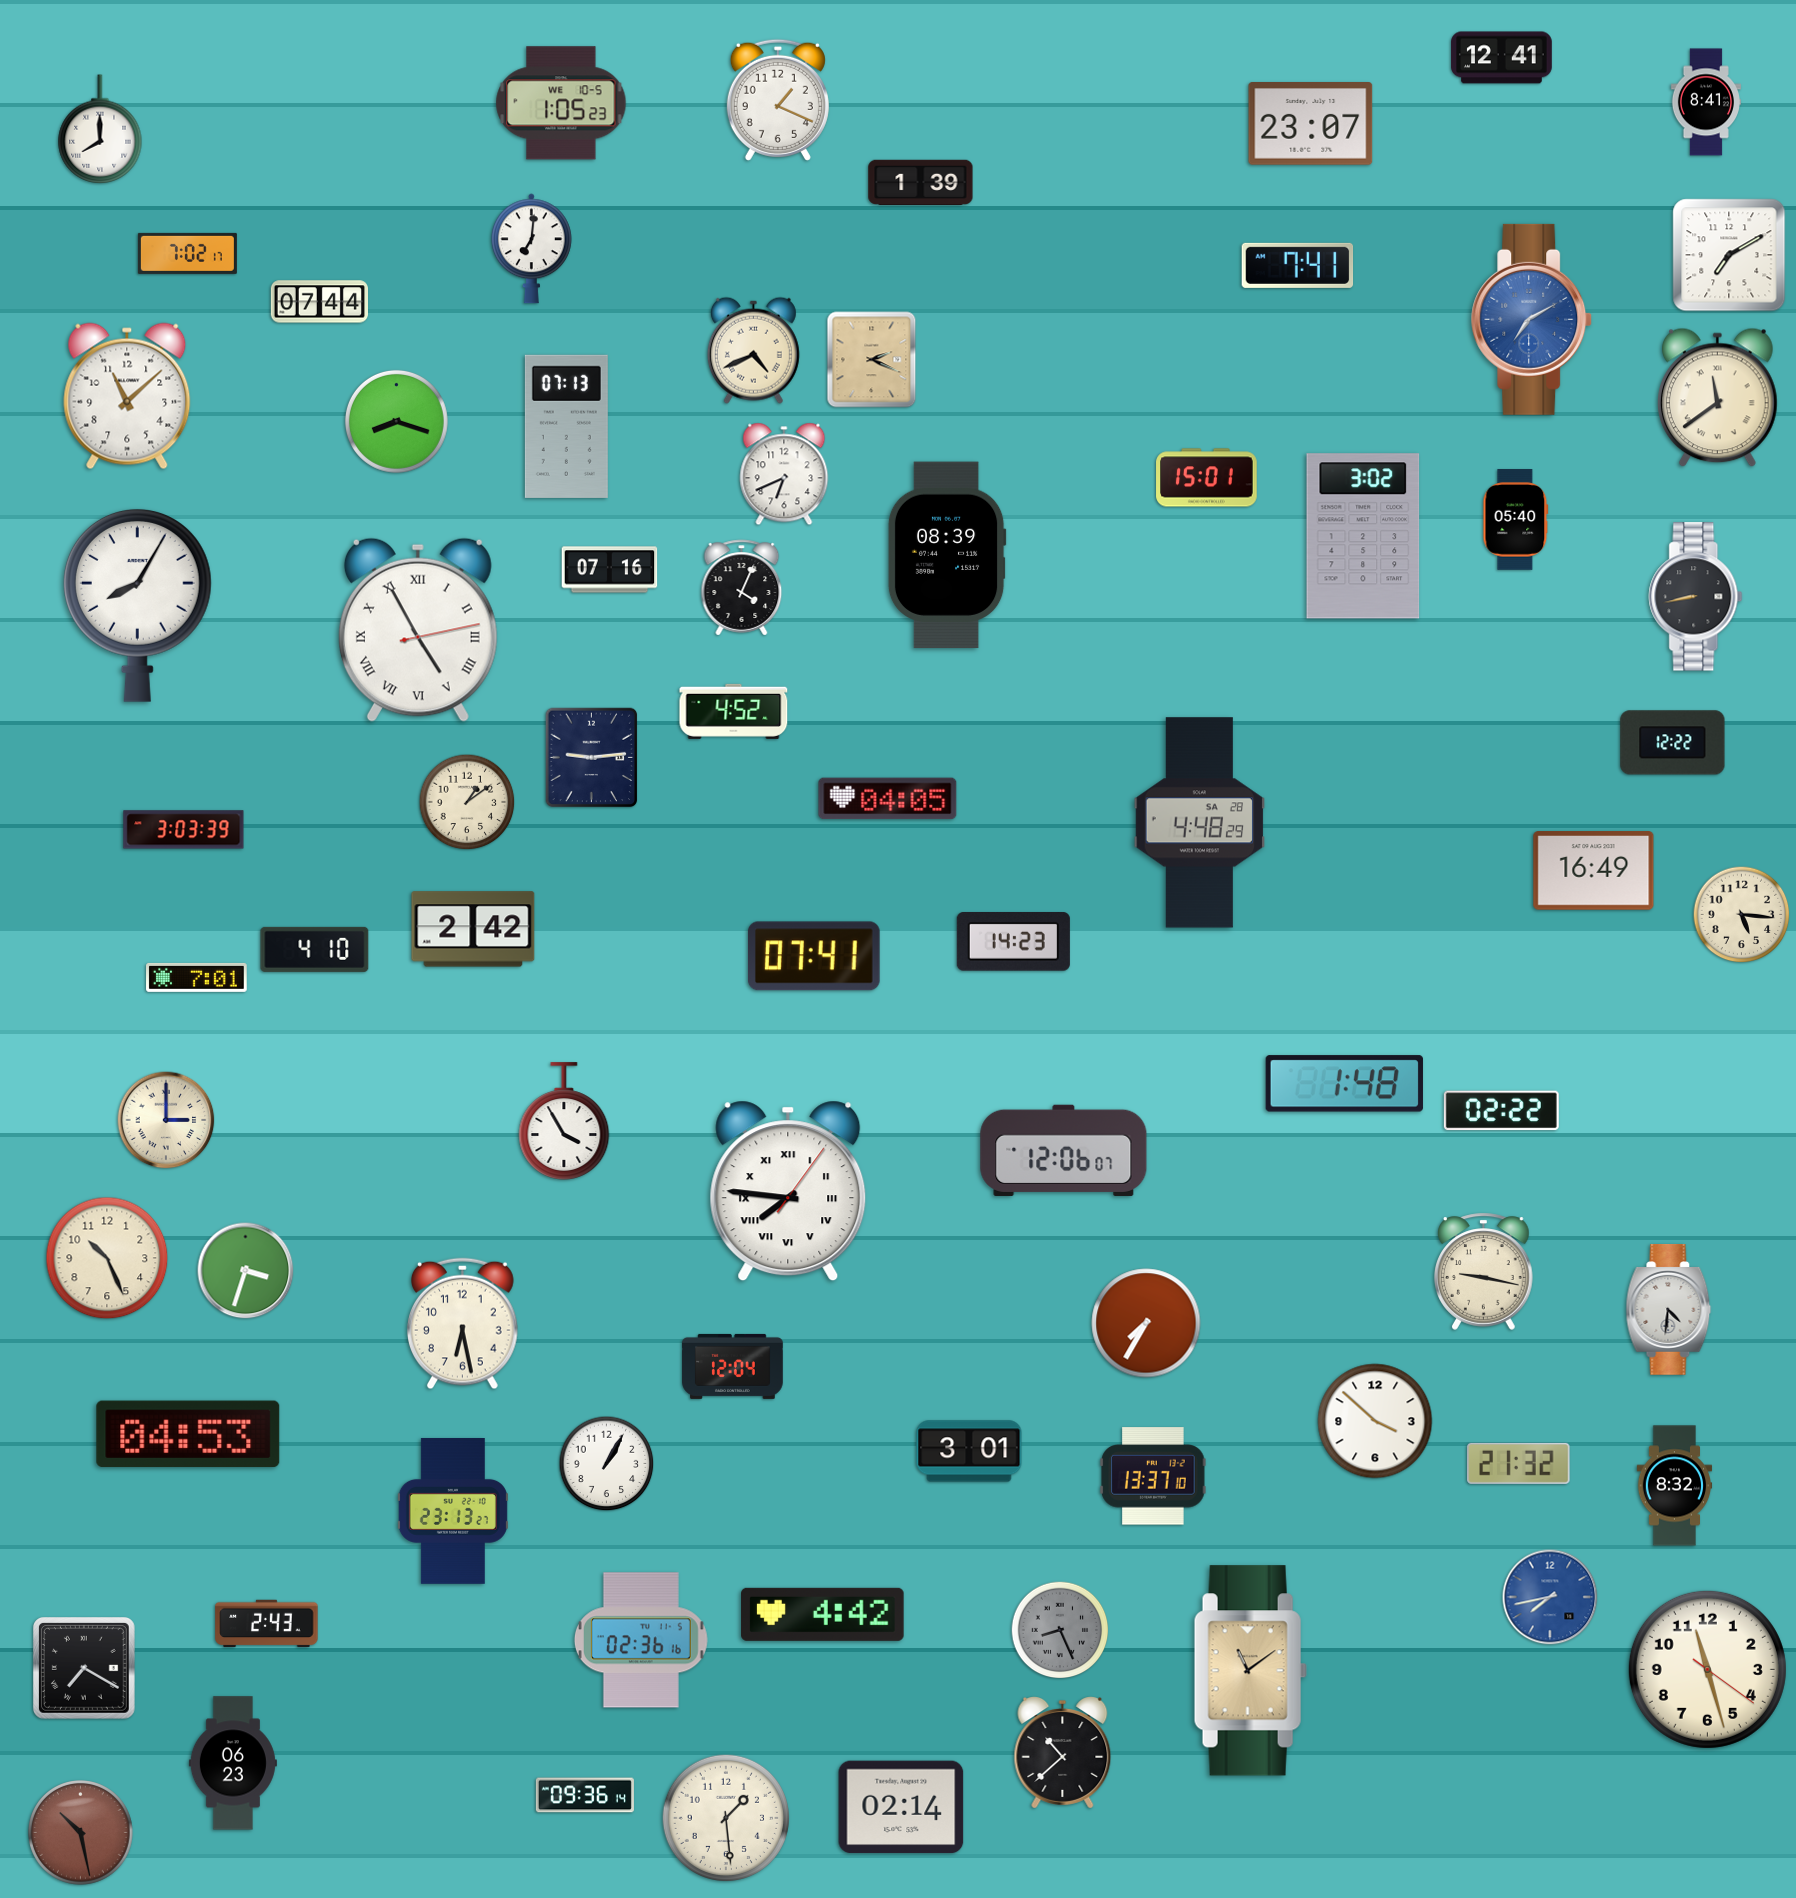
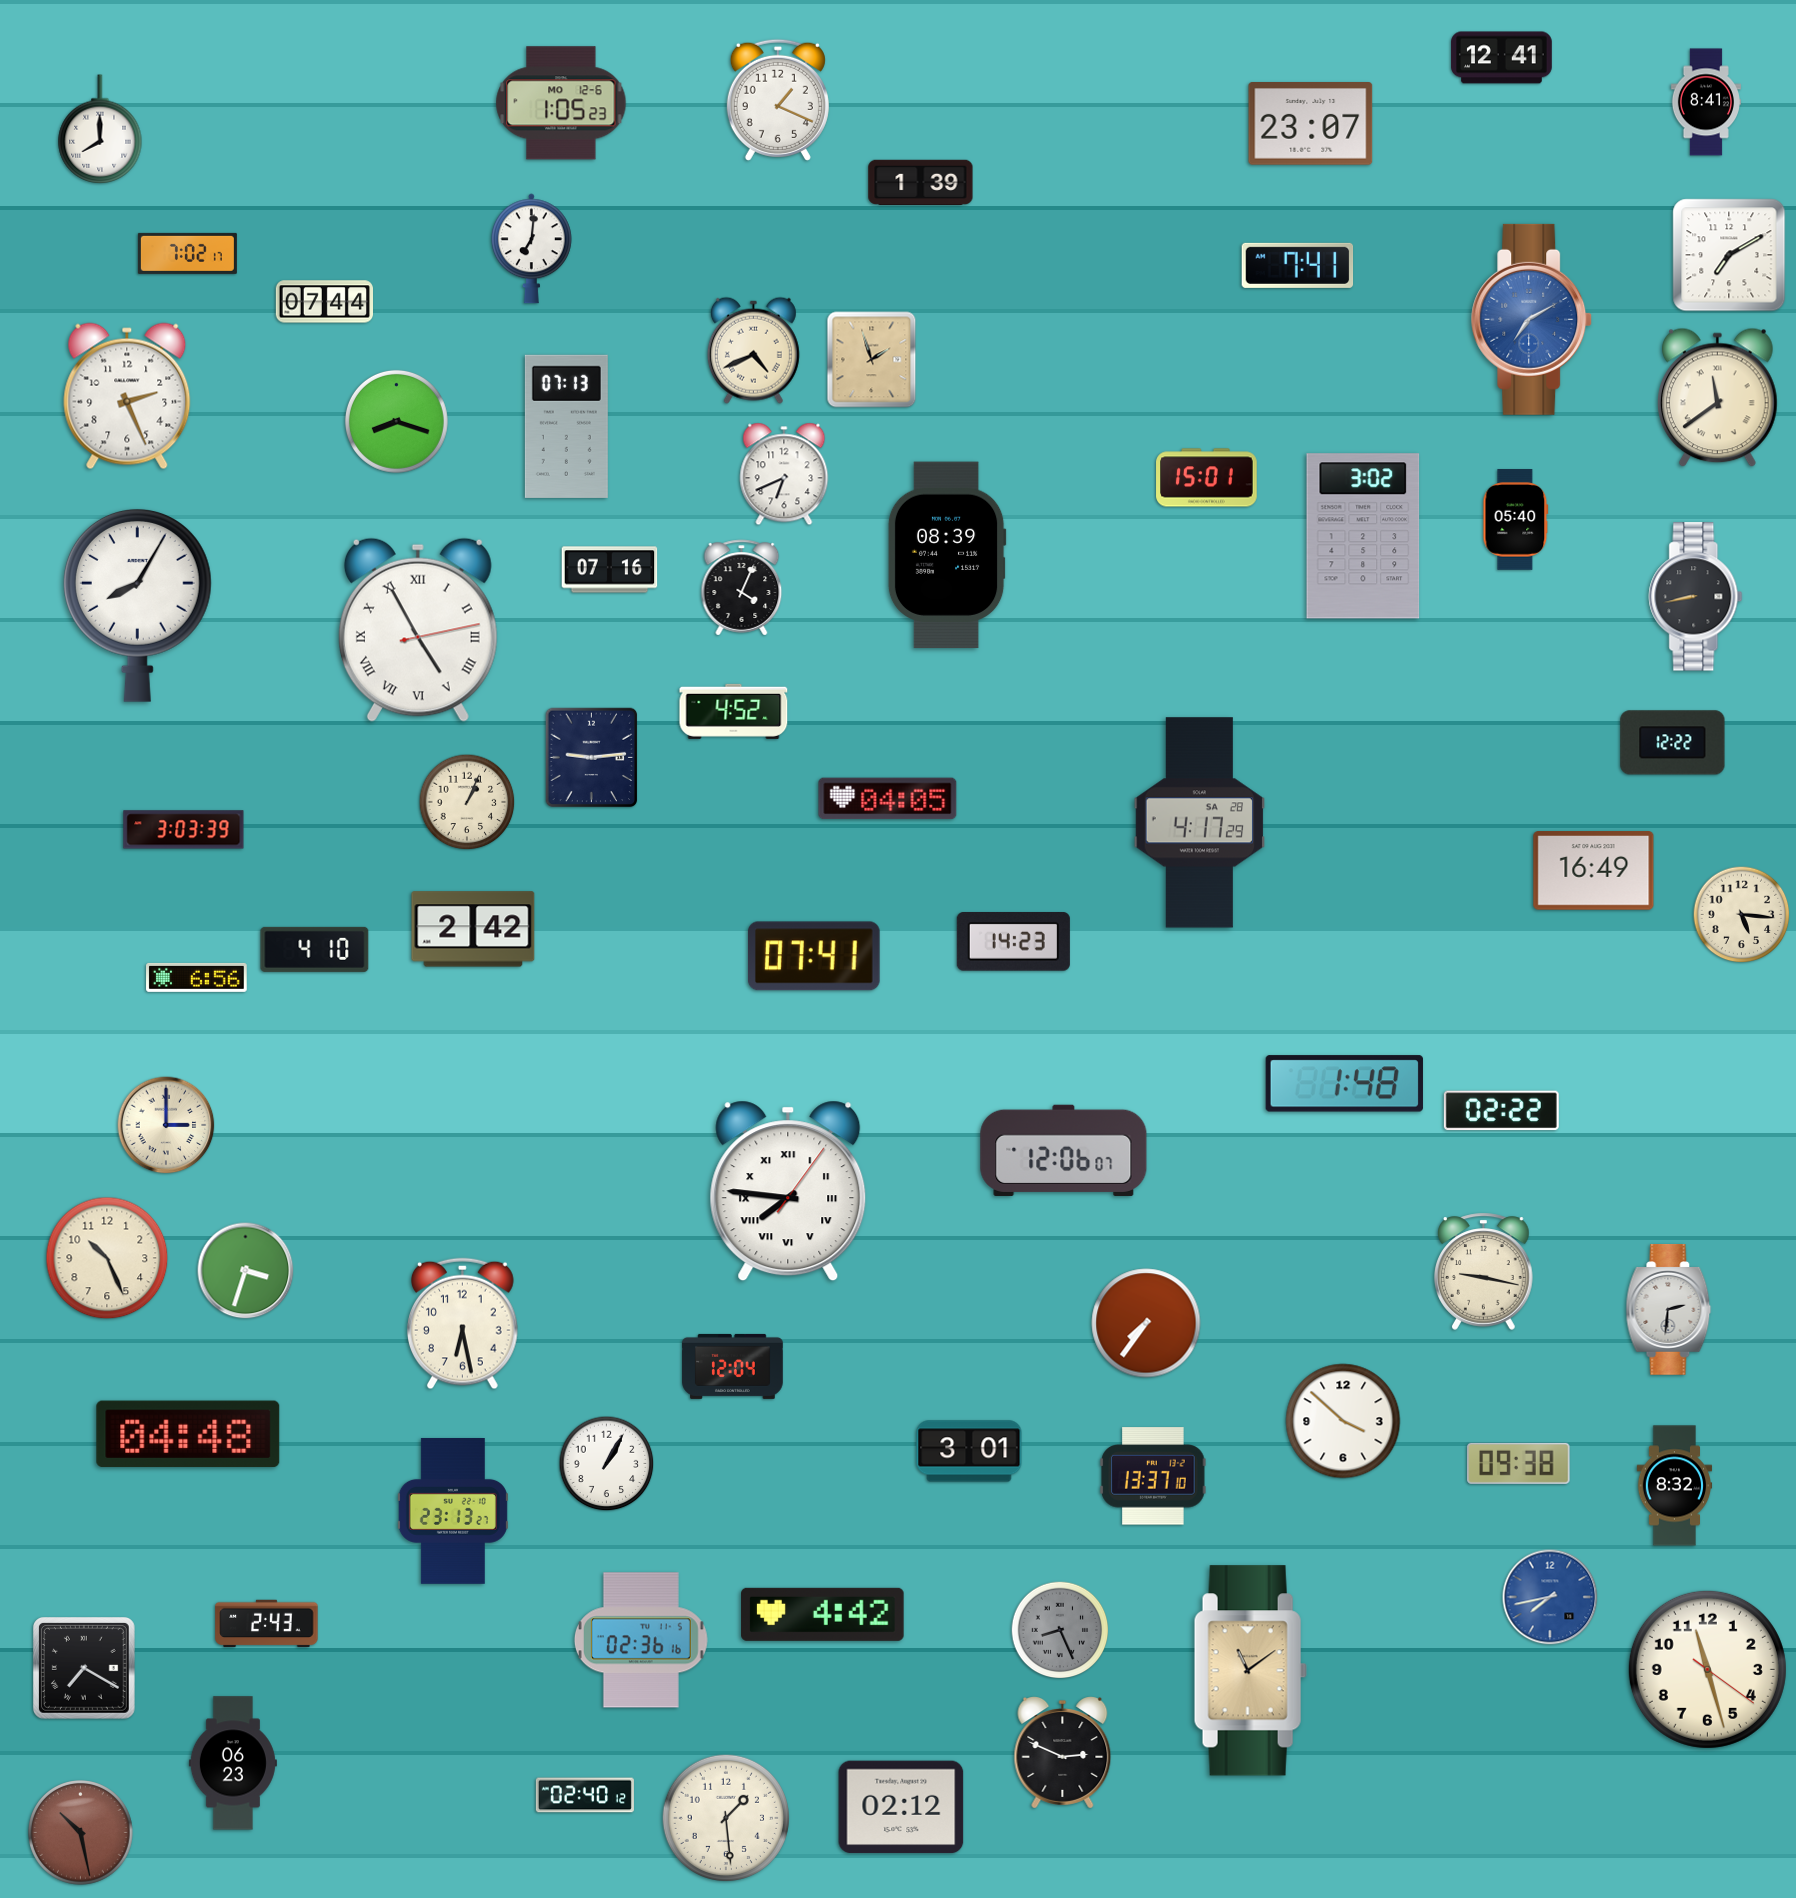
clock at (561, 103) date: WE 10-5 -> MO 12-6
clock at (319, 302) position: (319, 302) -> (324, 302)
clock at (872, 360): 2:19 -> 1:57
clock at (127, 396): 11:08 -> 2:26
clock at (467, 802): 1:09 -> 1:04
clock at (1200, 823): 4:48 -> 4:17
clock at (197, 977): 7:01 -> 6:56
clock at (166, 1120) position: (166, 1120) -> (166, 1125)
clock at (564, 1121): 3:55 -> none
clock at (1669, 1310): 4:31 -> 2:31
clock at (1146, 1323): 7:35 -> 7:36
clock at (1375, 1421) position: (1375, 1421) -> (1343, 1421)
clock at (188, 1434): 04:53 -> 04:48
clock at (1519, 1463): 21:32 -> 09:38
clock at (1063, 1753): 10:38 -> 2:49
clock at (585, 1795): 09:36 -> 02:40
clock at (901, 1807): 02:14 -> 02:12
